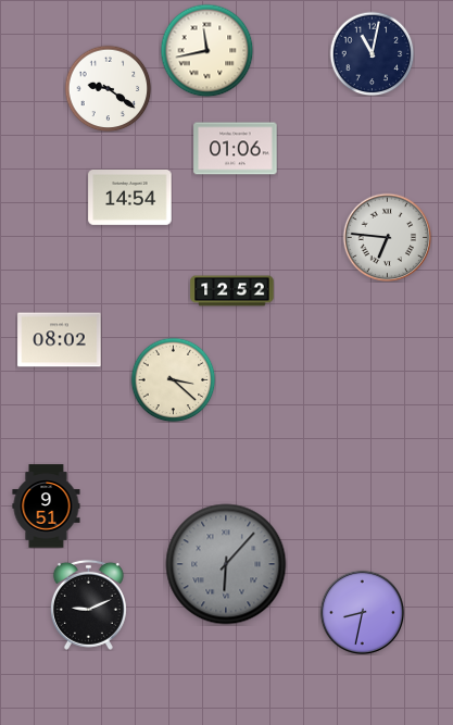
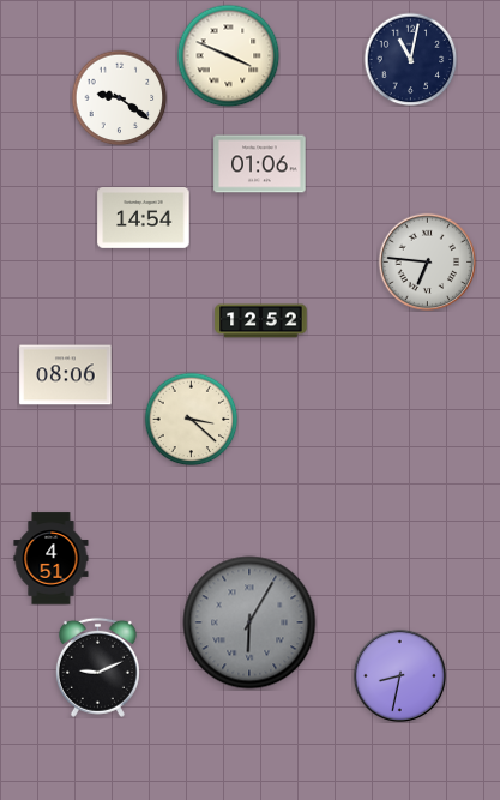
clock at (206, 50): 11:43 -> 3:49
clock at (232, 291) position: (232, 291) -> (261, 321)
clock at (60, 340): 08:02 -> 08:06
clock at (47, 507): 9:51 -> 4:51
clock at (226, 564): 6:07 -> 6:05
